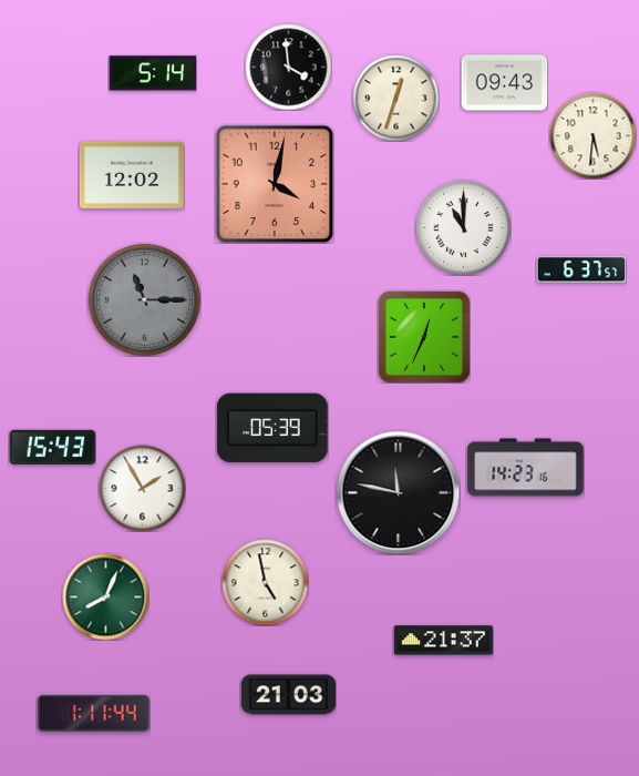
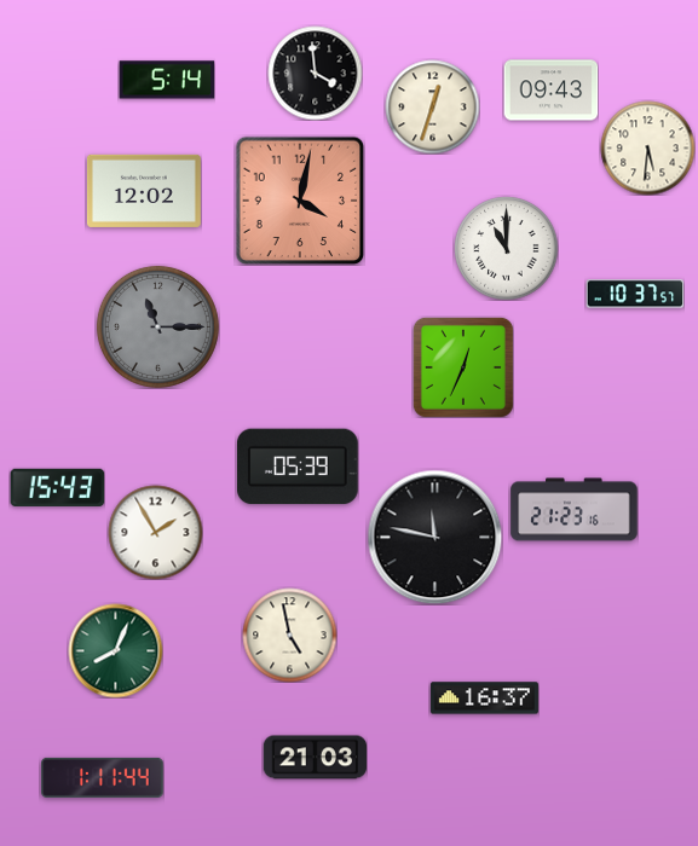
clock at (581, 269): 6:37 -> 10:37
clock at (526, 468): 14:23 -> 21:23
clock at (443, 641): 21:37 -> 16:37
